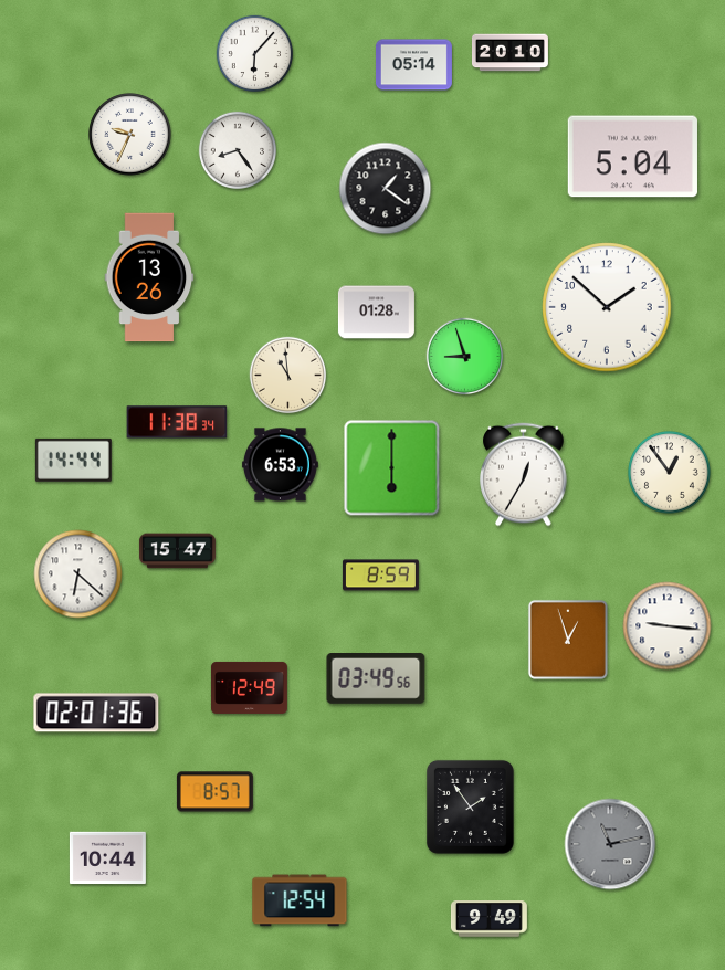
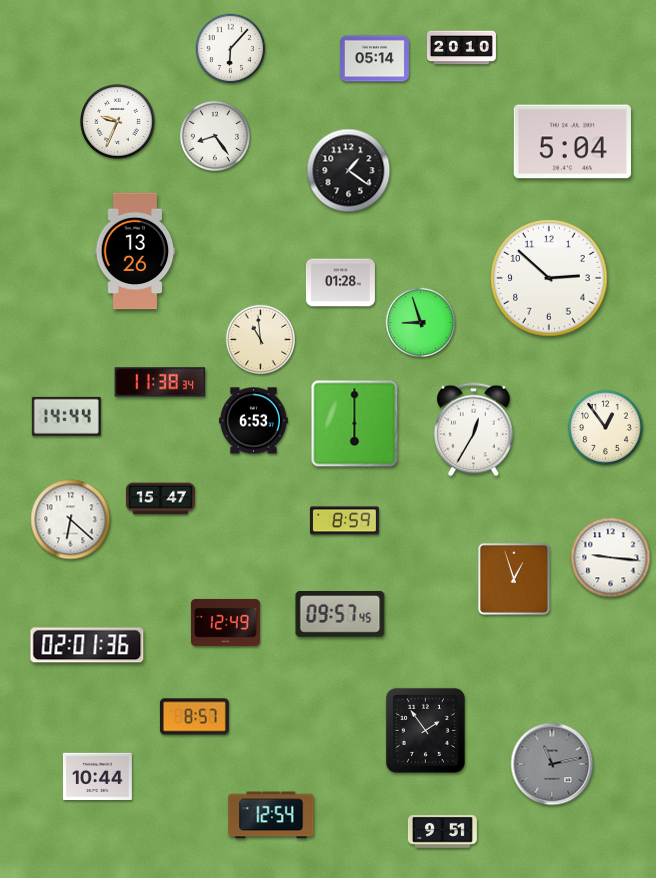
clock at (607, 307): 1:52 -> 2:52
clock at (668, 626) position: (668, 626) -> (611, 558)
clock at (376, 679): 03:49 -> 09:57
clock at (488, 919): 9:49 -> 9:51
